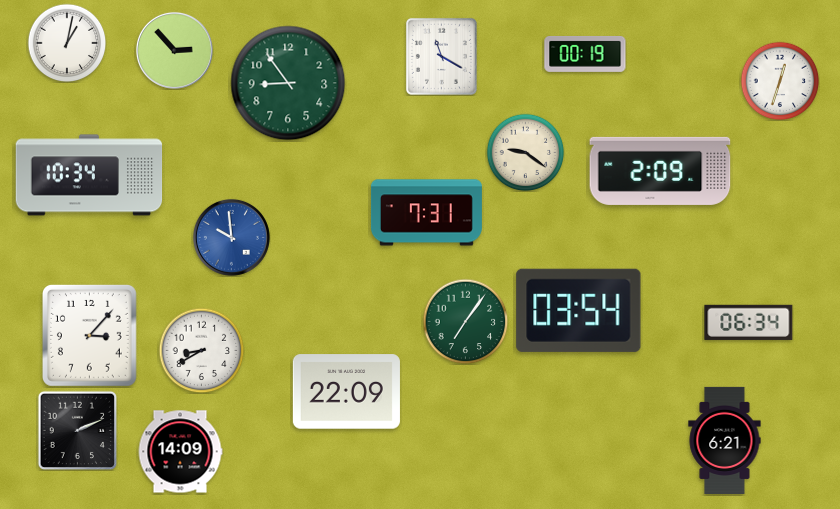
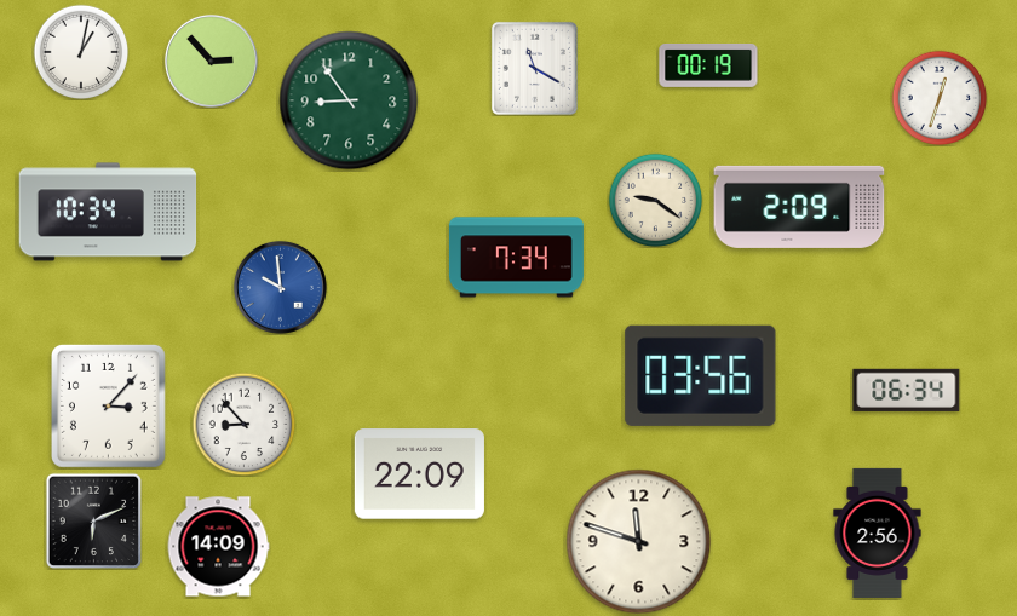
clock at (780, 81) position: (780, 81) -> (940, 98)
clock at (525, 152) position: (525, 152) -> (655, 200)
clock at (426, 213): 7:31 -> 7:34
clock at (579, 310): 03:54 -> 03:56
clock at (465, 321): 7:06 -> none
clock at (201, 350): 8:40 -> 8:53
clock at (77, 430): 2:11 -> 6:11
clock at (725, 440): 6:21 -> 2:56
clock at (639, 542): none -> 11:48
